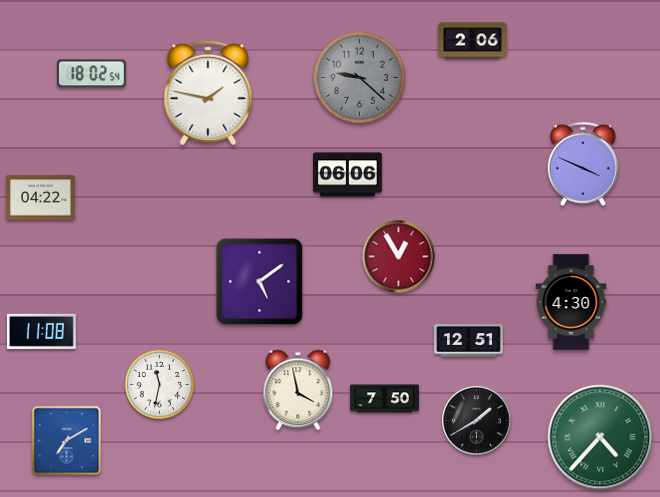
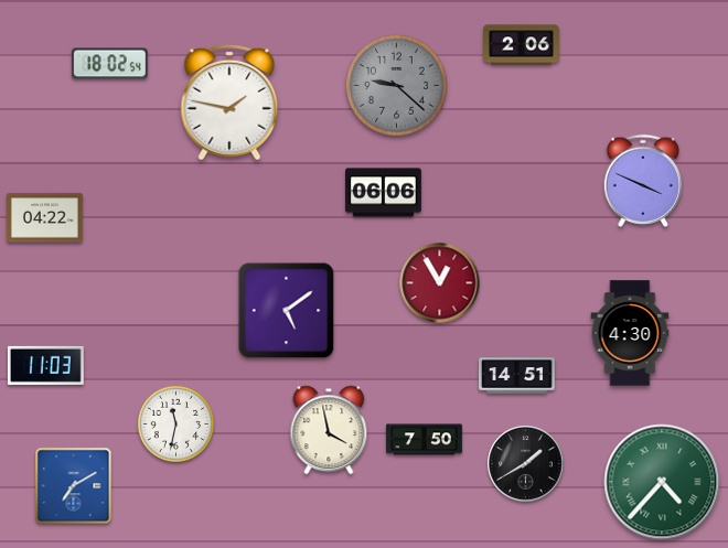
clock at (91, 74) position: (91, 74) -> (109, 64)
clock at (41, 331): 11:08 -> 11:03
clock at (469, 341): 12:51 -> 14:51
